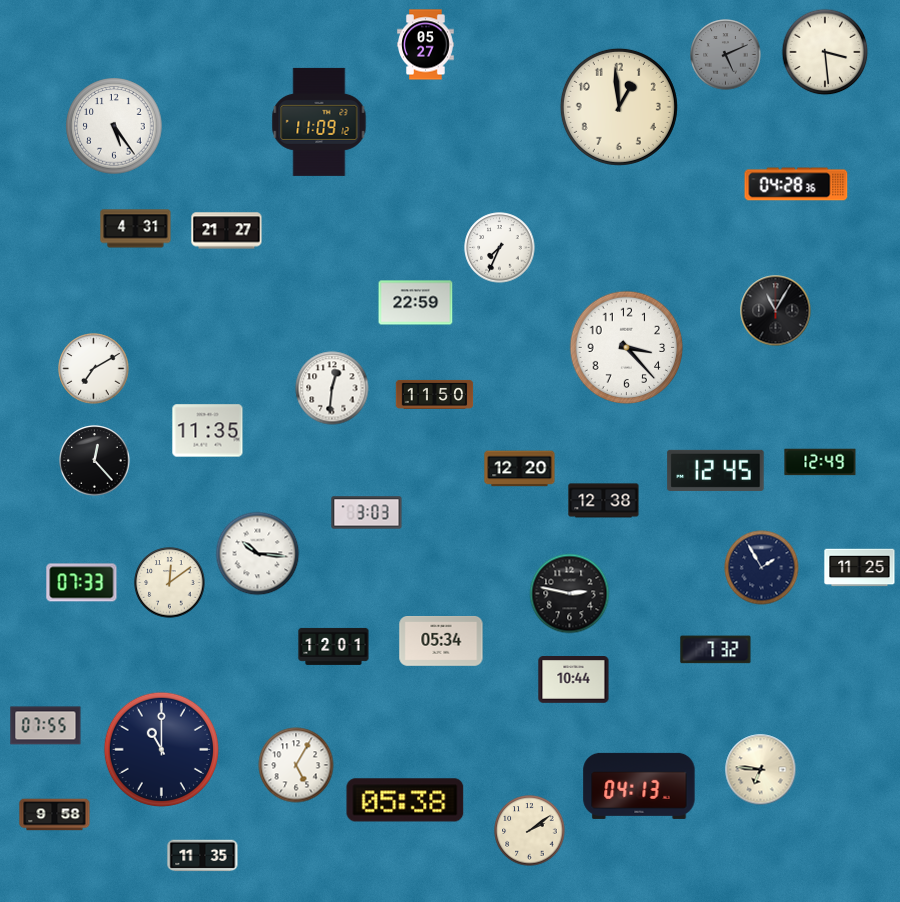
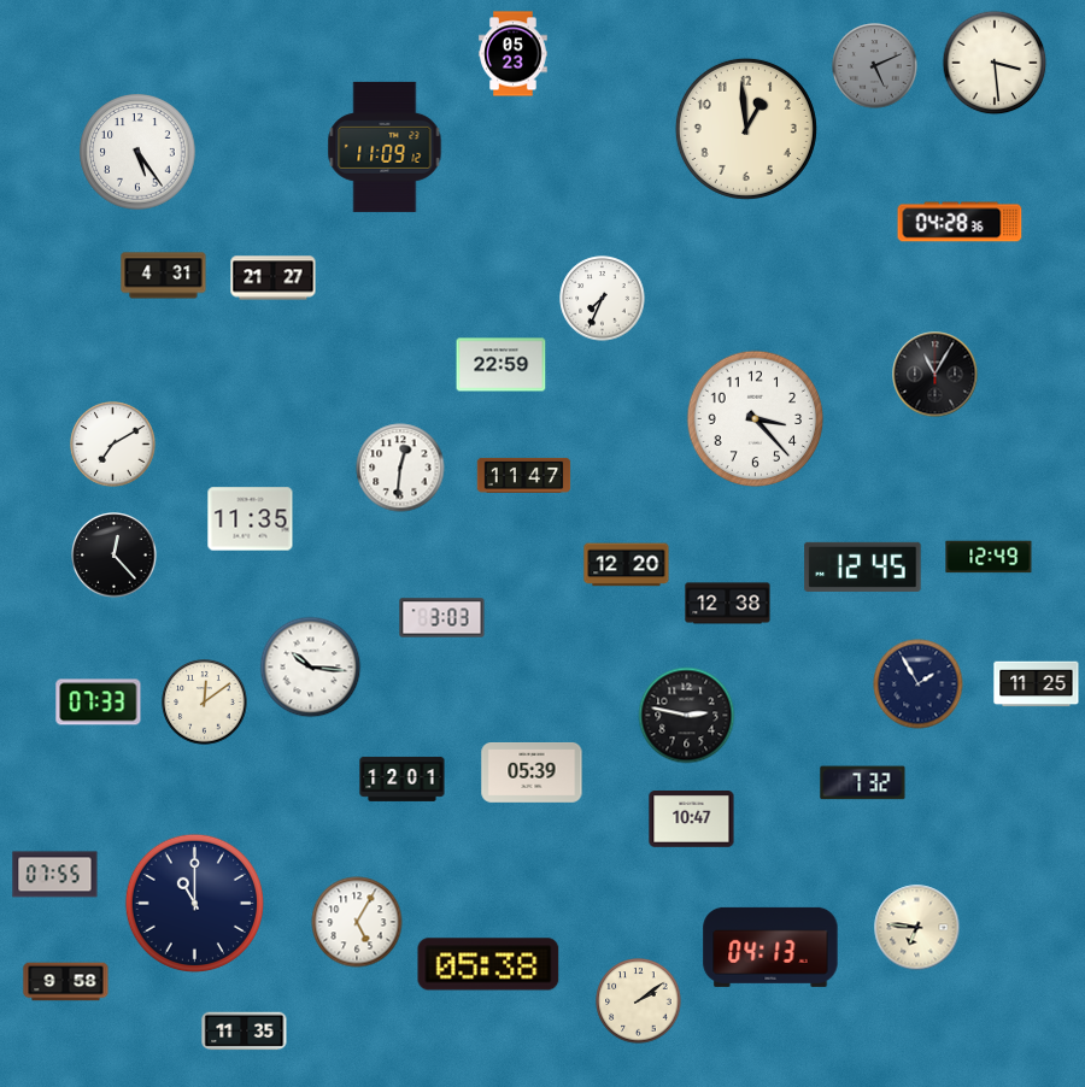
clock at (426, 45): 05:27 -> 05:23
clock at (435, 394): 11:50 -> 11:47
clock at (441, 642): 05:34 -> 05:39
clock at (574, 680): 10:44 -> 10:47
